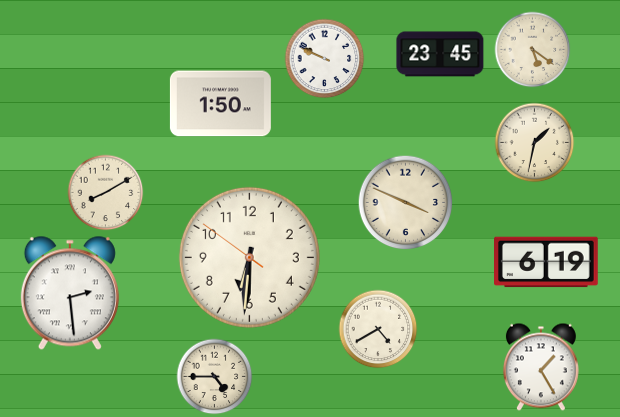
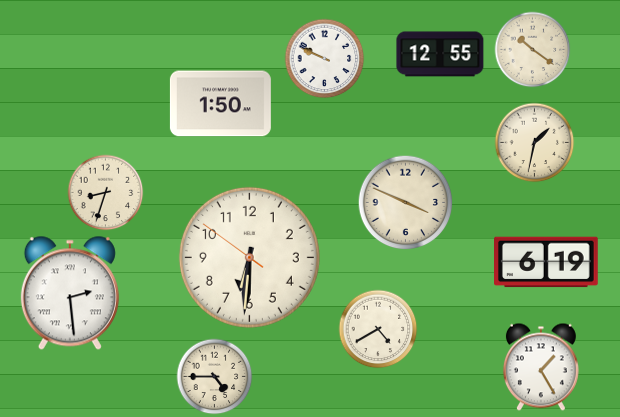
clock at (533, 50): 5:21 -> 10:21
clock at (440, 54): 23:45 -> 12:55
clock at (106, 193): 8:10 -> 8:33
